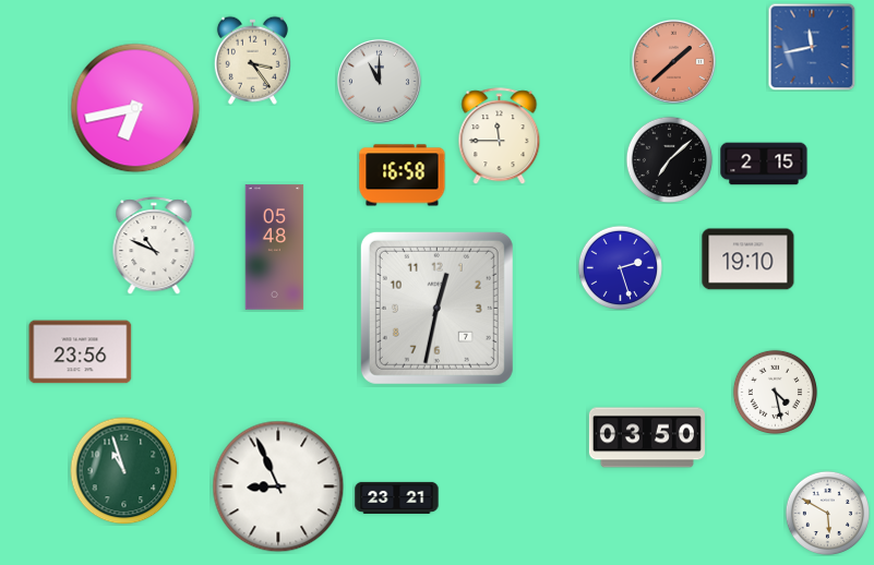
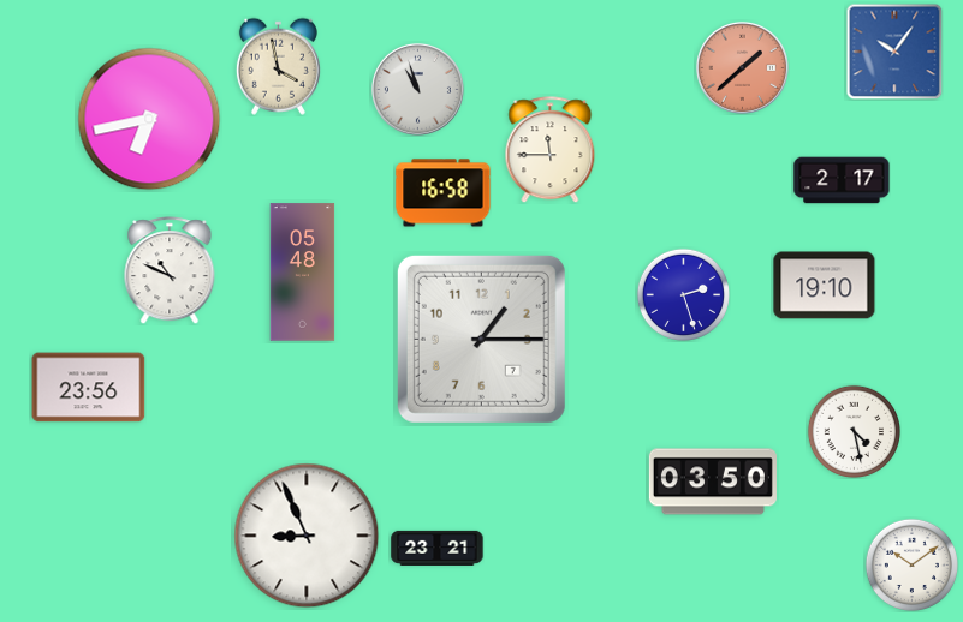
clock at (812, 47): 11:43 -> 10:06
clock at (252, 60): 3:24 -> 3:58
clock at (379, 81): 11:00 -> 10:57
clock at (669, 159): 7:08 -> none
clock at (764, 164): 2:15 -> 2:17
clock at (436, 308): 12:32 -> 1:15
clock at (124, 471): 10:57 -> none
clock at (827, 513): 5:50 -> 10:09
